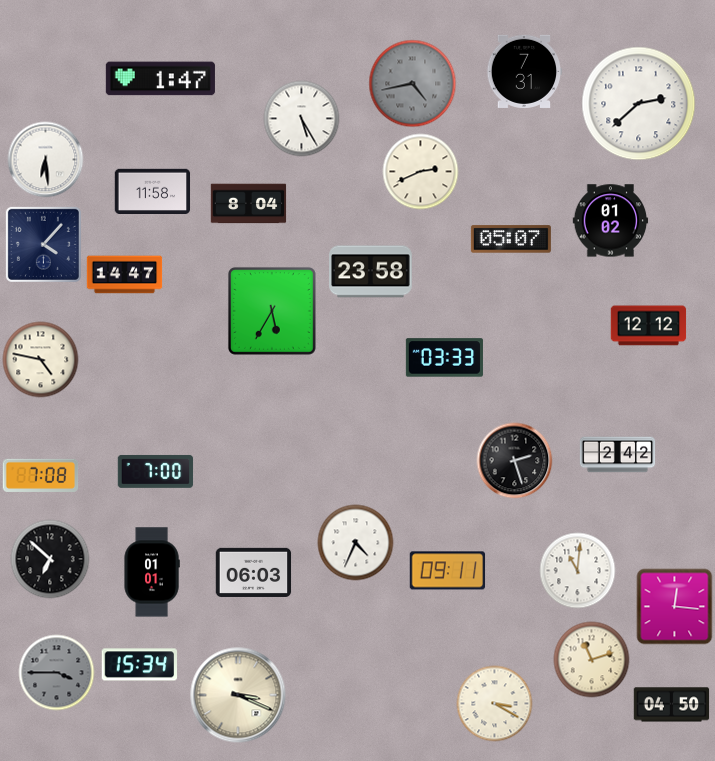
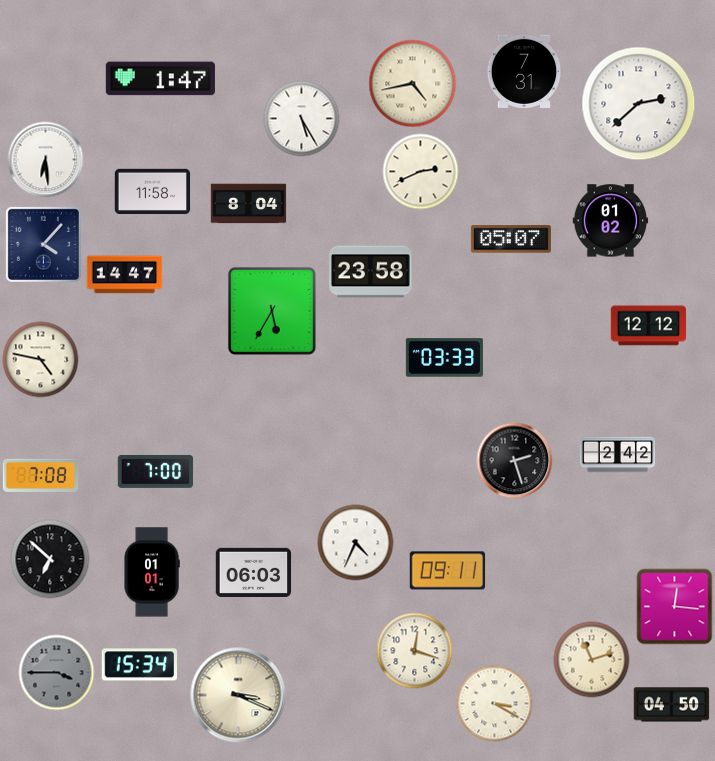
clock at (413, 84) dial: grey -> cream
clock at (578, 571): 11:01 -> none
clock at (415, 651): none -> 12:18
